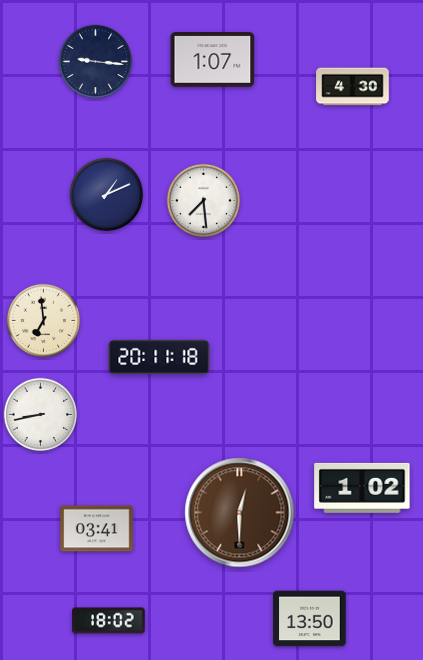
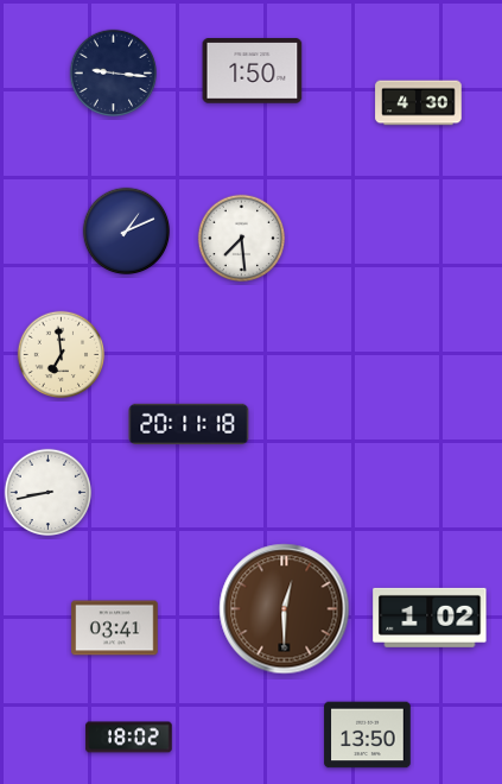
clock at (213, 60): 1:07 -> 1:50
clock at (44, 321) position: (44, 321) -> (62, 355)
clock at (362, 488) position: (362, 488) -> (430, 618)
